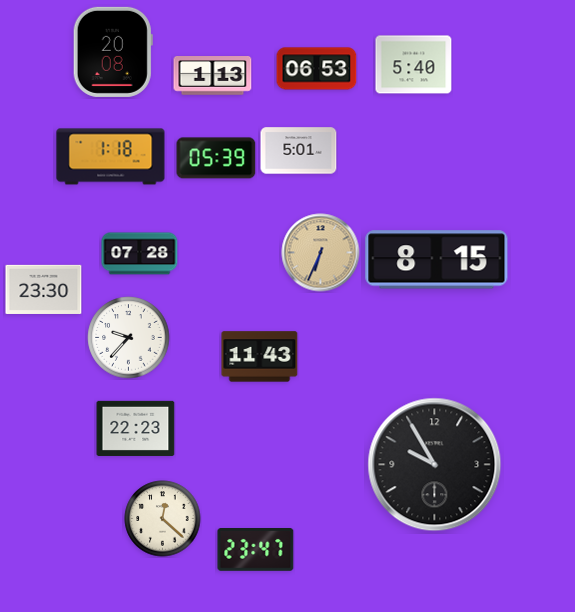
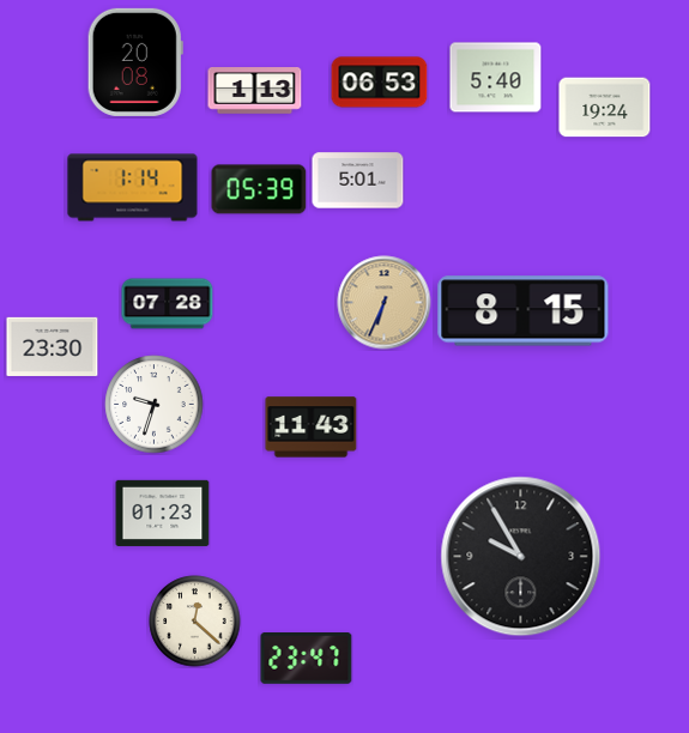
clock at (605, 108): none -> 19:24
clock at (111, 157): 1:18 -> 1:14
clock at (129, 338): 9:37 -> 9:33
clock at (136, 428): 22:23 -> 01:23
